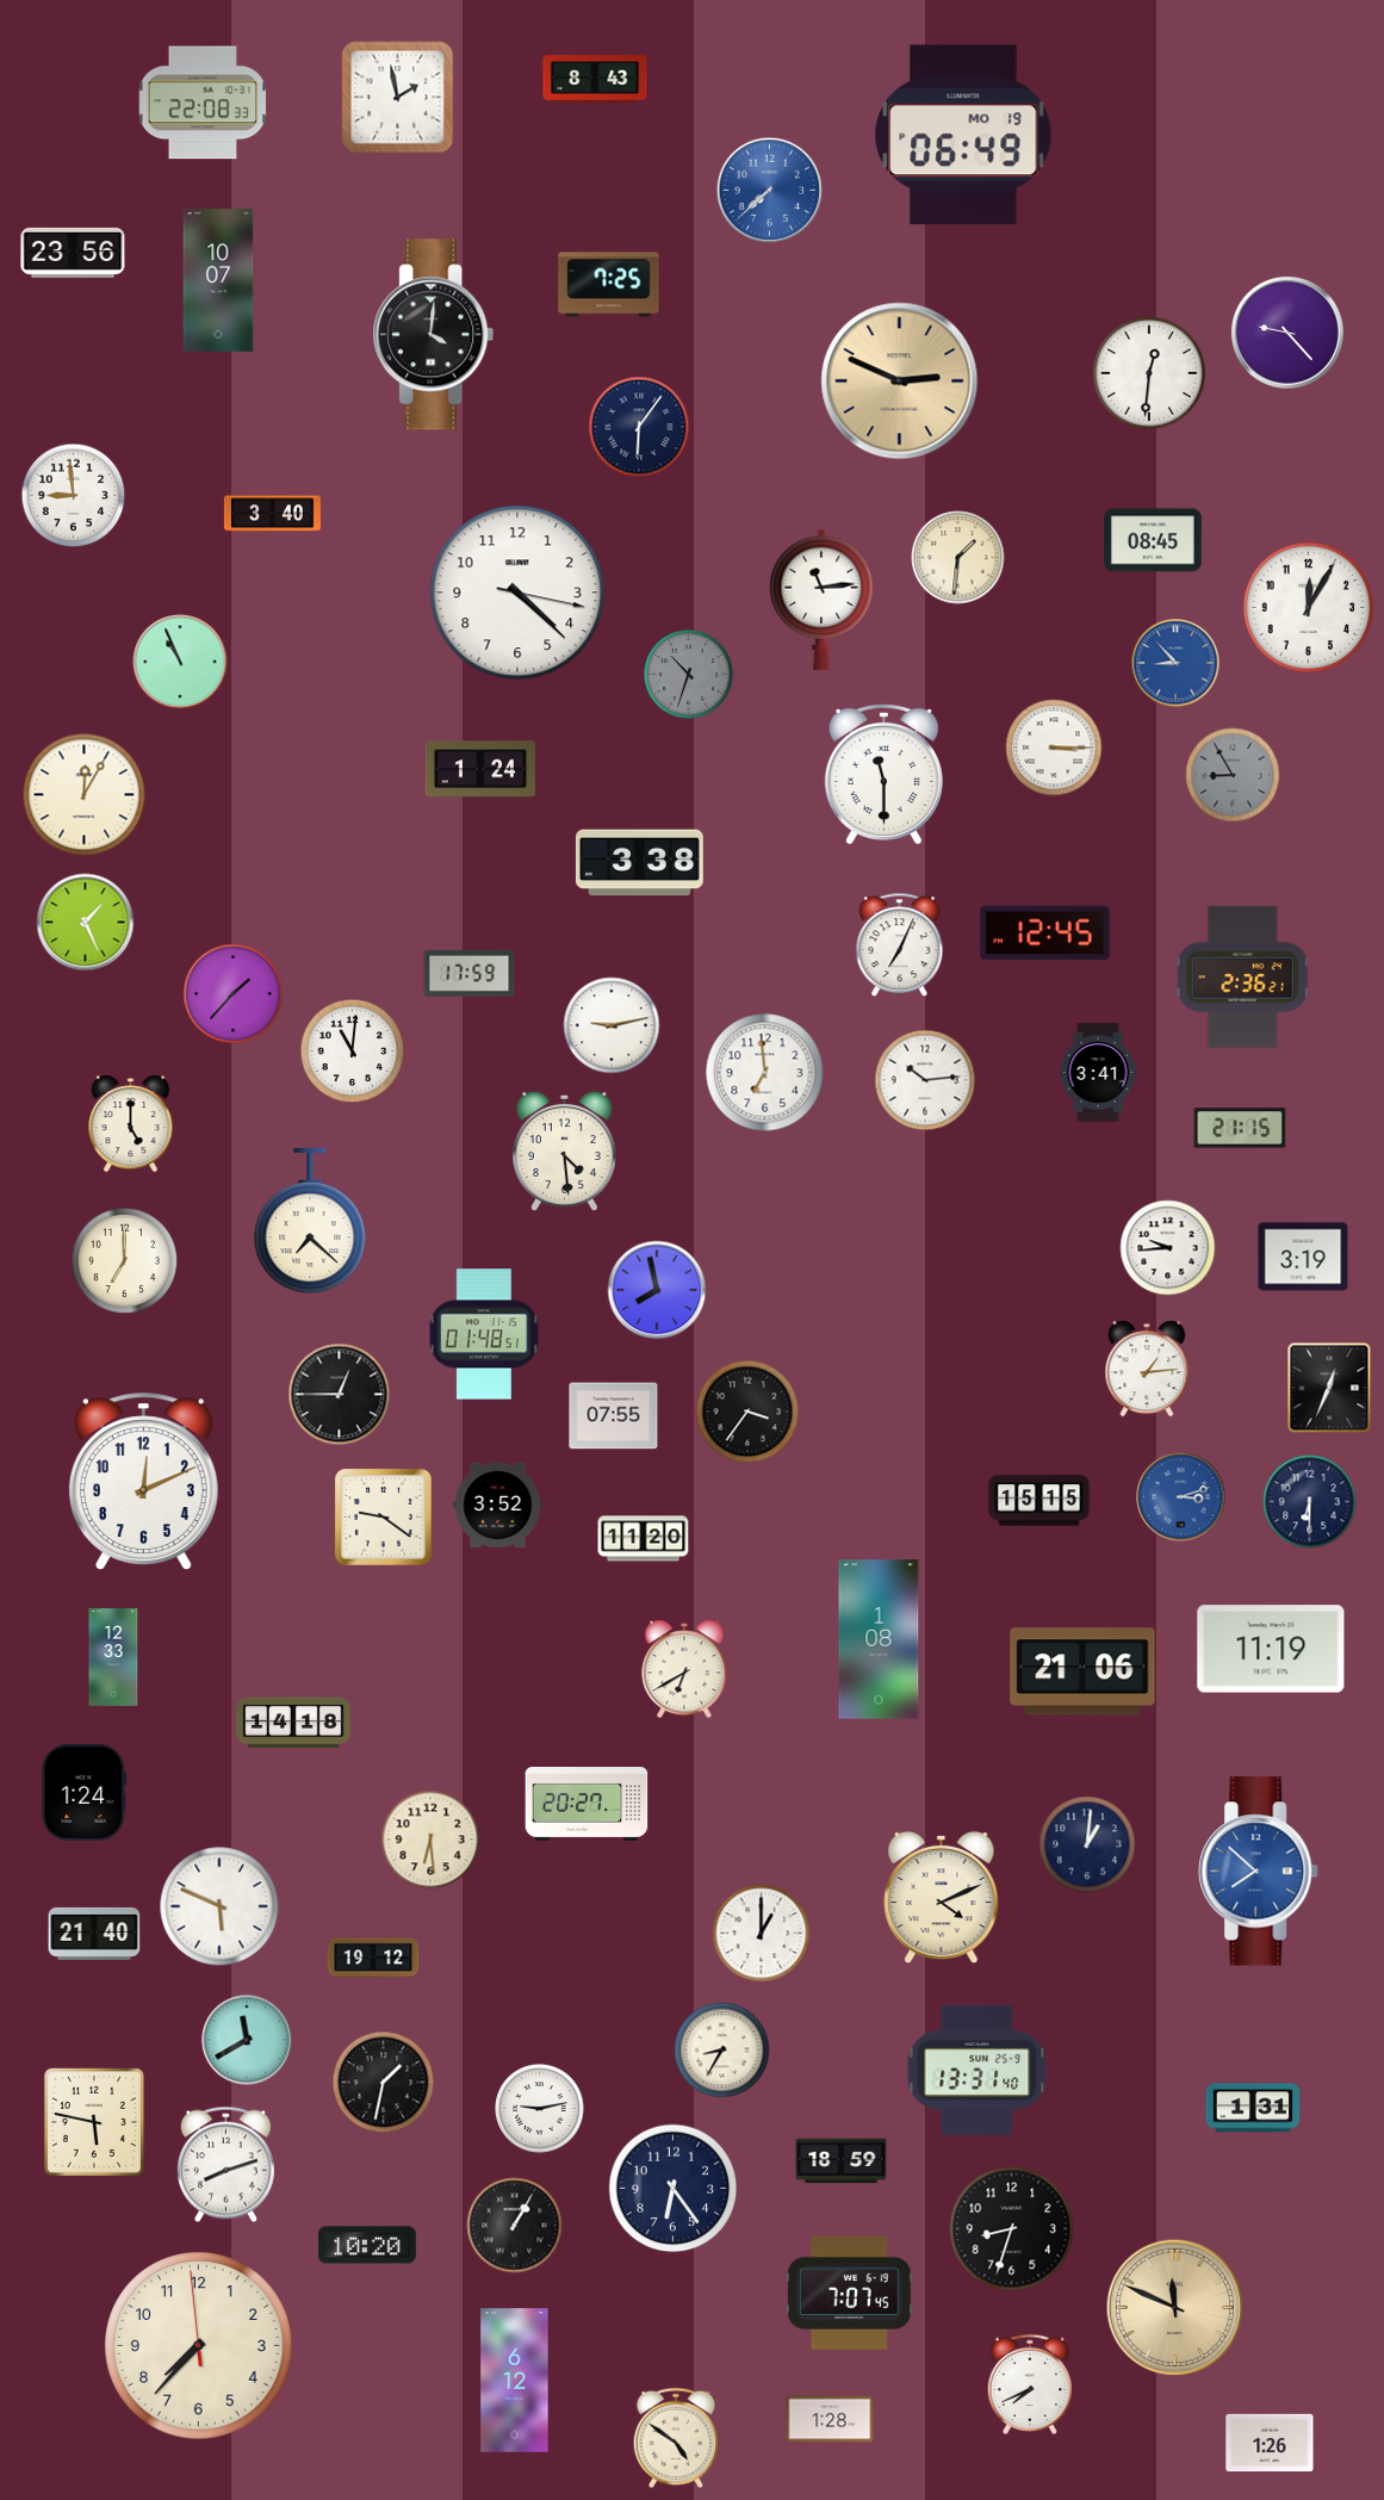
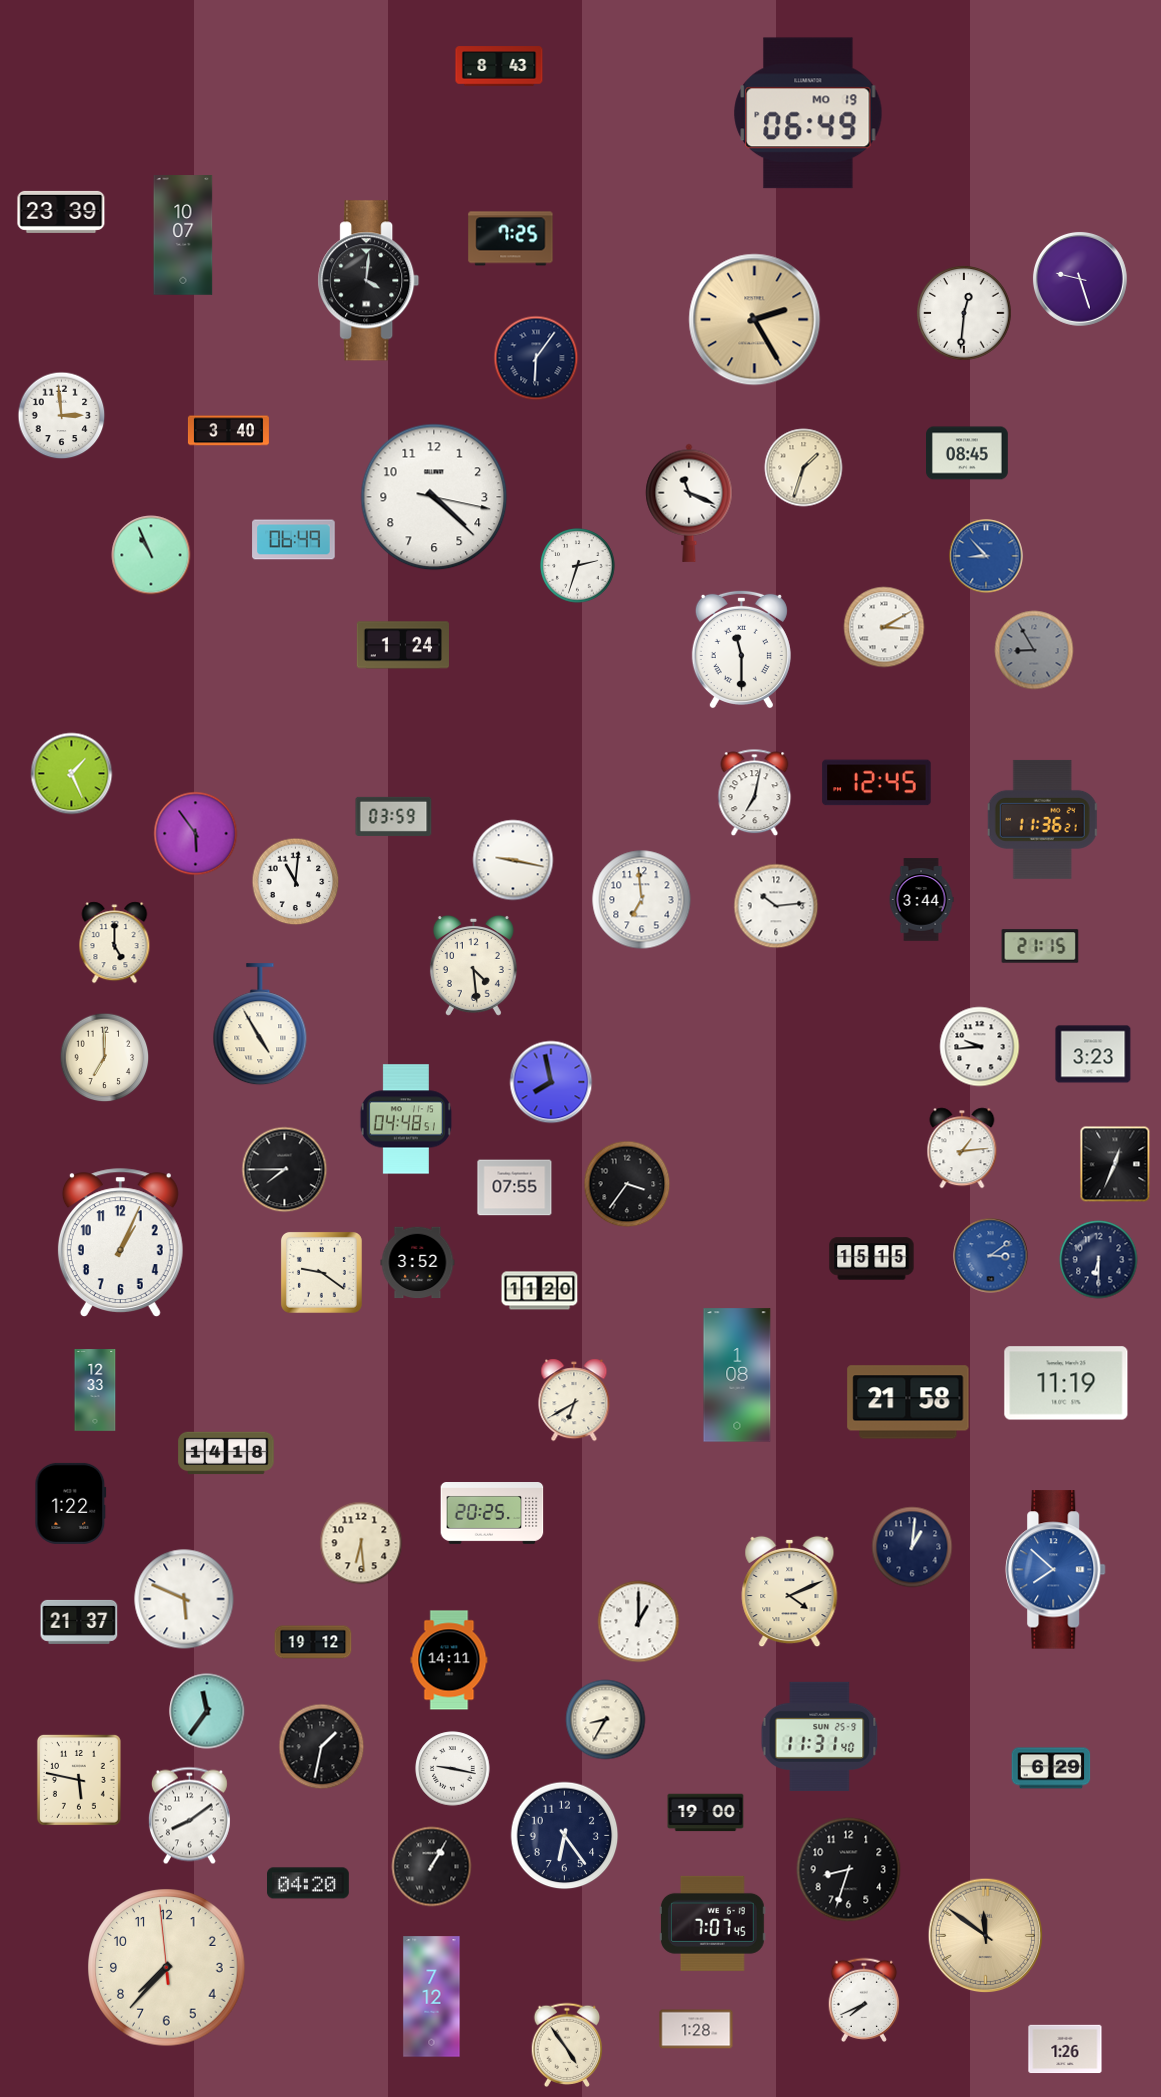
clock at (398, 98): 1:58 -> none
clock at (203, 103): 22:08 -> none
clock at (770, 191): 7:38 -> none
clock at (73, 253): 23:56 -> 23:39
clock at (1287, 333): 9:23 -> 9:27
clock at (434, 335) position: (434, 335) -> (369, 281)
clock at (900, 381): 2:49 -> 2:25
clock at (74, 496): 8:59 -> 2:59
clock at (958, 558): 1:31 -> 1:33
clock at (821, 600): 11:14 -> 11:19
clock at (1309, 608): 12:05 -> none
clock at (294, 540): none -> 06:49
clock at (689, 675): 10:33 -> 2:33
clock at (689, 675) dial: grey -> white
clock at (1054, 747): 3:15 -> 3:10
clock at (85, 795): 12:05 -> none
clock at (639, 863): 3:38 -> none
clock at (900, 945): 7:04 -> 7:02
clock at (470, 973): 17:59 -> 03:59
clock at (1243, 976): 2:36 -> 11:36
clock at (234, 994): 1:37 -> 5:54
clock at (612, 1025): 9:13 -> 9:17
clock at (1098, 1073): 3:41 -> 3:44
clock at (131, 1124) position: (131, 1124) -> (115, 943)
clock at (310, 1222): 7:22 -> 4:55
clock at (1303, 1257): 3:19 -> 3:23
clock at (484, 1334): 01:48 -> 04:48
clock at (340, 1395): 12:45 -> 7:45
clock at (143, 1481): 12:11 -> 1:04
clock at (1181, 1497): 3:12 -> 3:09
clock at (1082, 1671): 21:06 -> 21:58
clock at (293, 1723) position: (293, 1723) -> (226, 1453)
clock at (85, 1792): 1:24 -> 1:22
clock at (587, 1805): 20:27 -> 20:25
clock at (94, 1934): 21:40 -> 21:37
clock at (449, 1660): none -> 14:11
clock at (247, 2040): 11:40 -> 11:36
clock at (978, 2070): 13:31 -> 11:31
clock at (1253, 2108): 1:31 -> 6:29
clock at (540, 2109): 9:13 -> 9:17
clock at (842, 2161): 18:59 -> 19:00
clock at (225, 2165): 8:12 -> 8:09
clock at (368, 2245): 10:20 -> 04:20
clock at (1175, 2308): 11:49 -> 11:51
clock at (515, 2381): 6:12 -> 7:12
clock at (676, 2437): 4:51 -> 4:54
